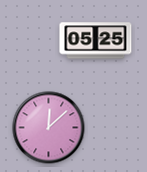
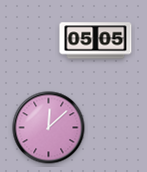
clock at (96, 41): 05:25 -> 05:05
